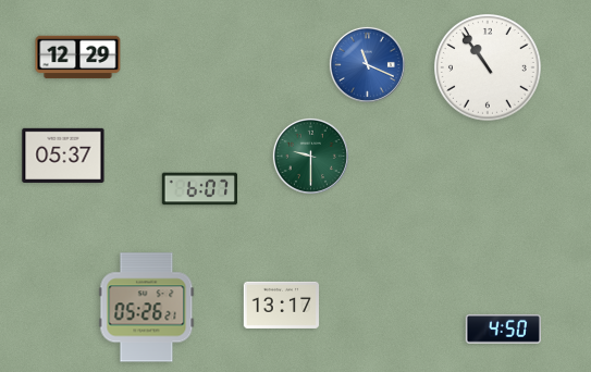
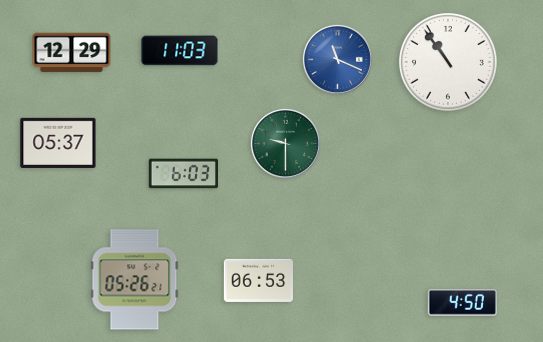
clock at (180, 51): none -> 11:03
clock at (199, 189): 6:07 -> 6:03
clock at (282, 305): 13:17 -> 06:53
clock at (147, 308) position: (147, 308) -> (135, 280)
